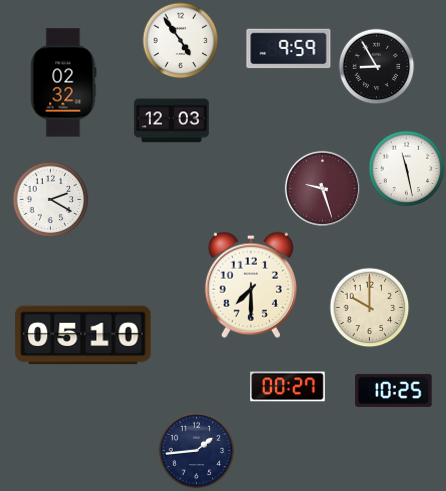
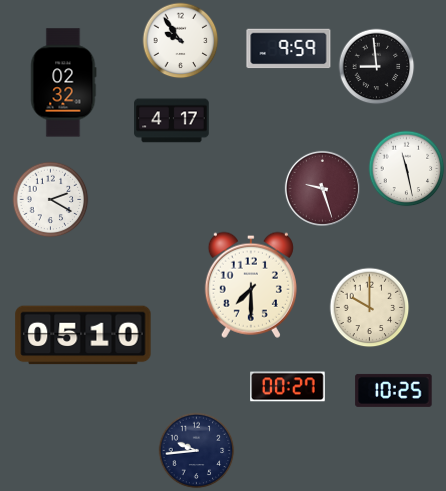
clock at (181, 41): 4:54 -> 9:54
clock at (377, 67): 8:55 -> 8:59
clock at (172, 121): 12:03 -> 4:17
clock at (197, 451): 1:44 -> 9:44
